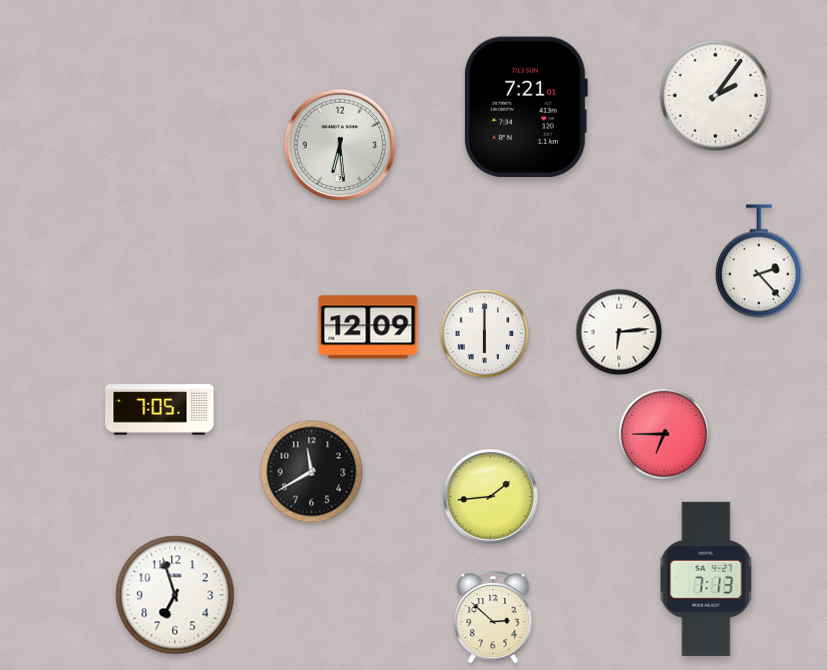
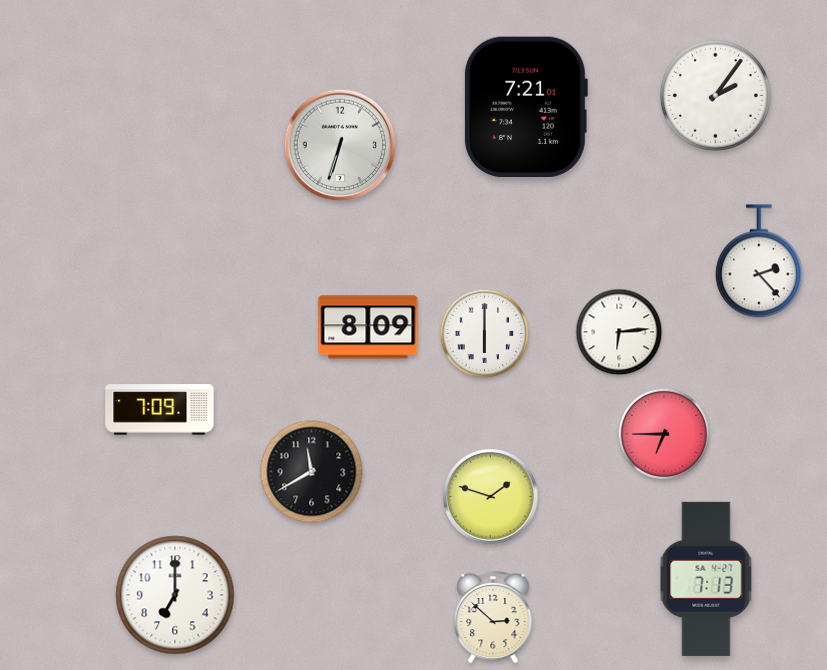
clock at (340, 145): 6:29 -> 6:33
clock at (368, 327): 12:09 -> 8:09
clock at (160, 410): 7:05 -> 7:09
clock at (491, 497): 1:44 -> 1:48
clock at (175, 595): 6:57 -> 7:00
